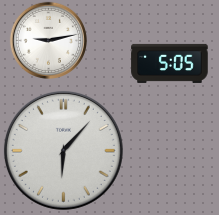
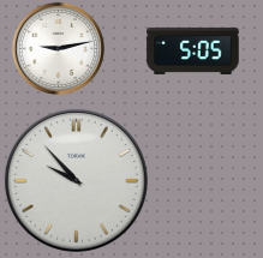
clock at (170, 63) position: (170, 63) -> (193, 50)
clock at (63, 150): 6:07 -> 9:53
